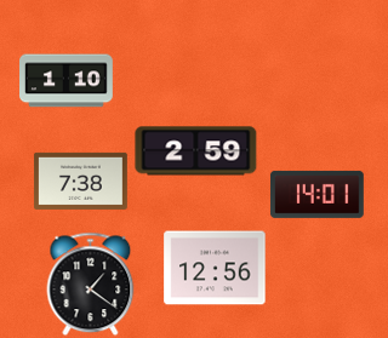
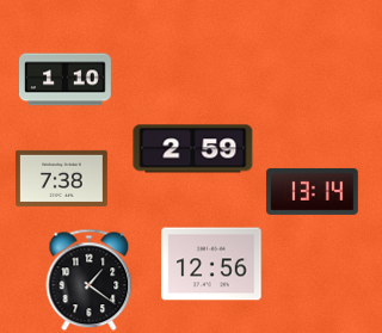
clock at (81, 181) position: (81, 181) -> (62, 178)
clock at (316, 194): 14:01 -> 13:14
